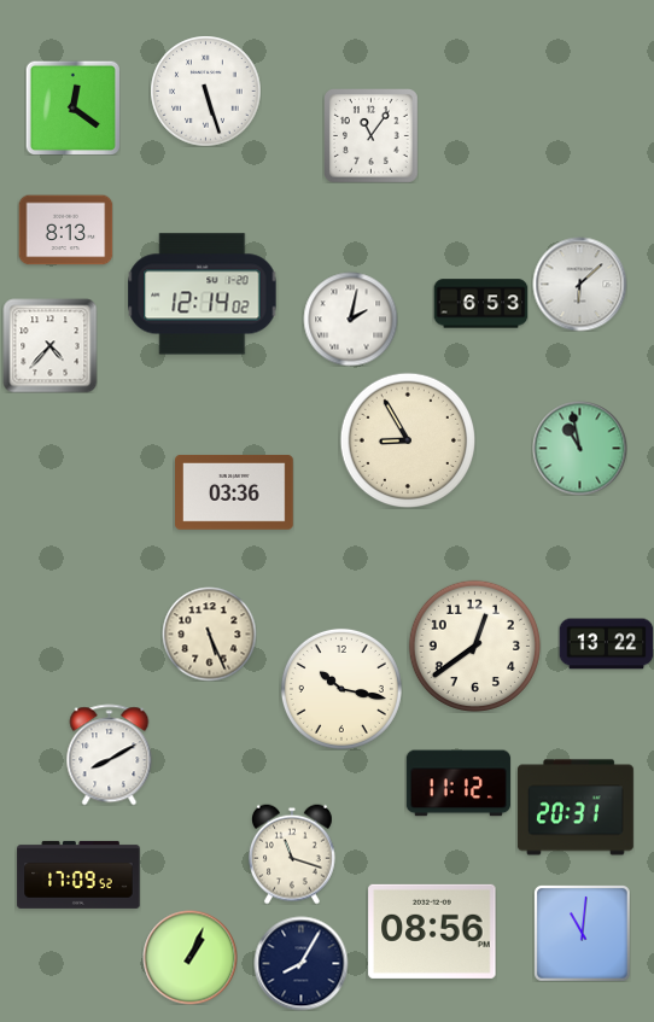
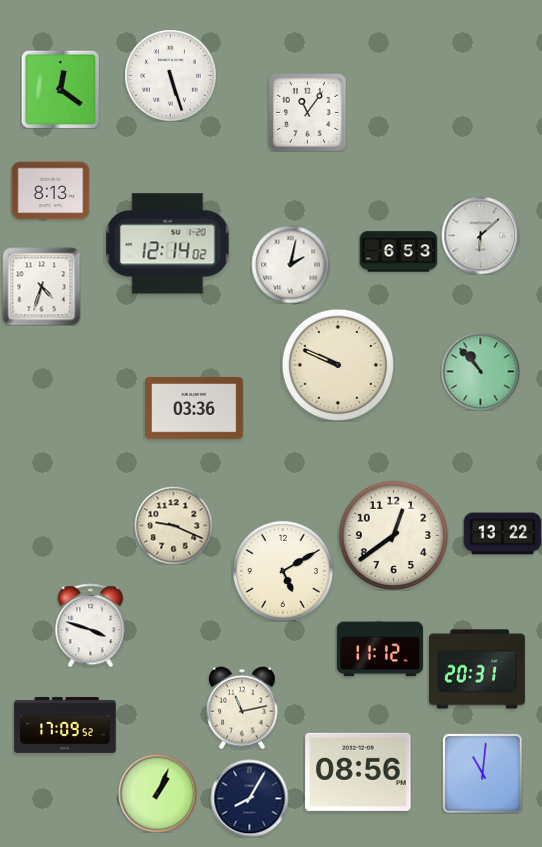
clock at (65, 230) position: (65, 230) -> (50, 191)
clock at (49, 345): 4:37 -> 4:33
clock at (408, 440): 8:55 -> 9:49
clock at (579, 448): 10:58 -> 10:53
clock at (209, 633): 5:26 -> 9:19
clock at (341, 689): 10:17 -> 5:10
clock at (110, 754): 8:10 -> 3:48
clock at (292, 854): 11:18 -> 11:13
